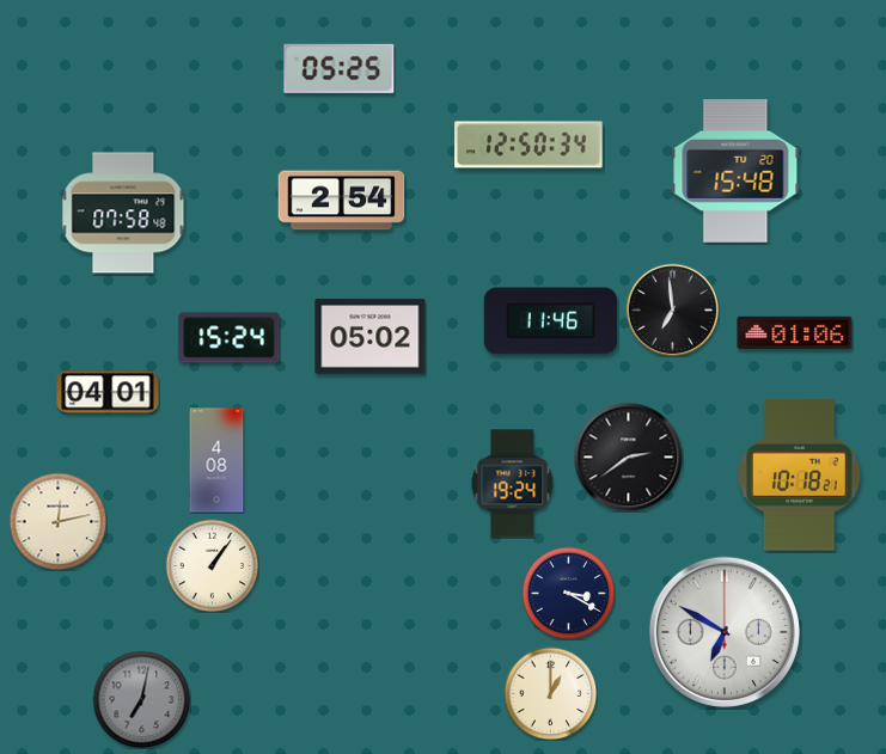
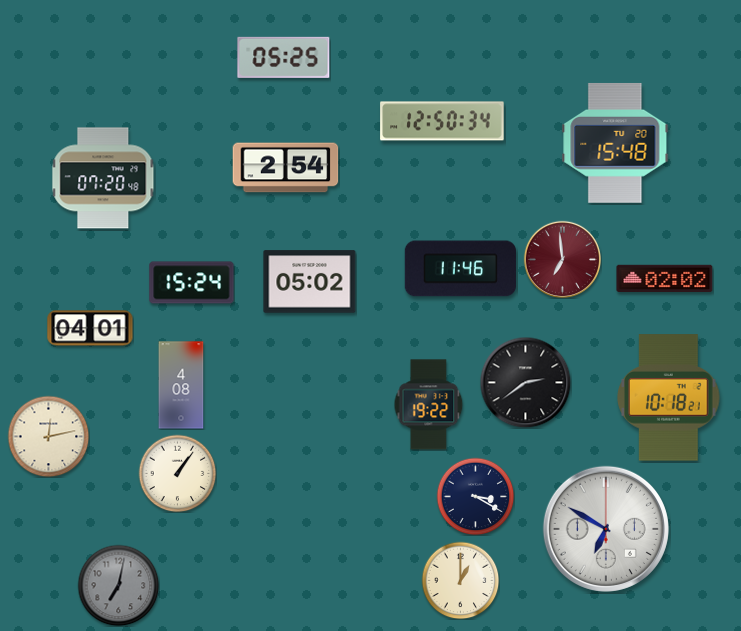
clock at (123, 213): 07:58 -> 07:20
clock at (672, 309) dial: black -> burgundy
clock at (795, 332): 01:06 -> 02:02
clock at (513, 484): 19:24 -> 19:22
